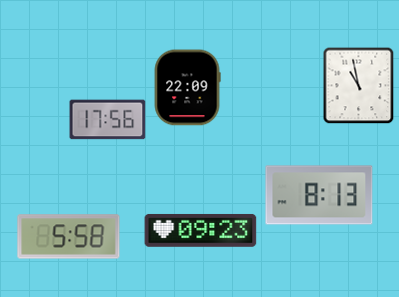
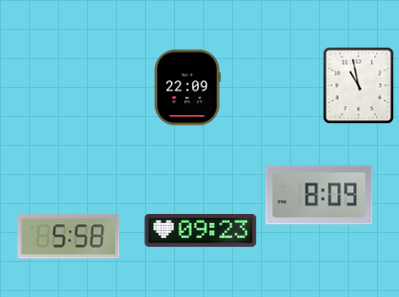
clock at (108, 120): 17:56 -> none
clock at (319, 195): 8:13 -> 8:09
